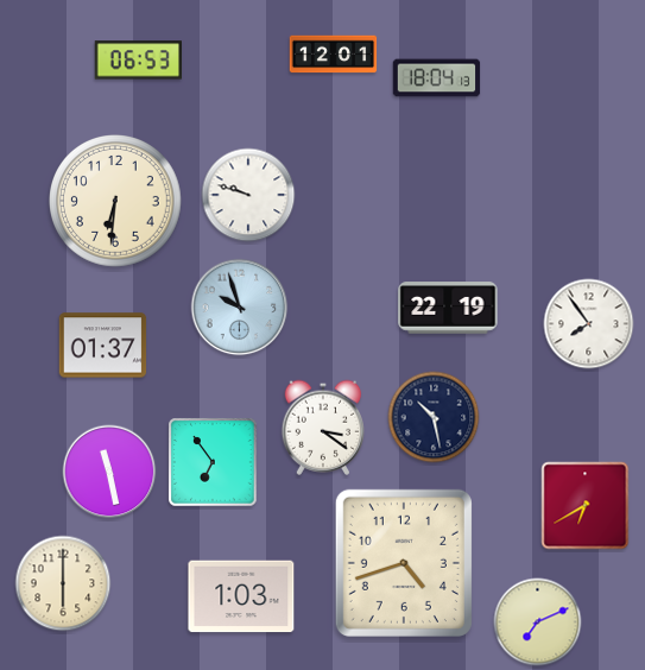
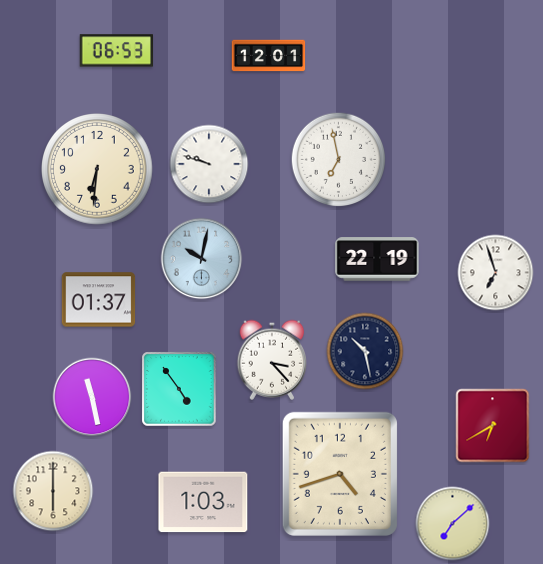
clock at (334, 55) position: (334, 55) -> (269, 56)
clock at (437, 78): 18:04 -> none
clock at (339, 160): none -> 6:58
clock at (240, 308): 9:57 -> 10:02
clock at (589, 324): 7:54 -> 6:57
clock at (103, 346) position: (103, 346) -> (99, 300)
clock at (323, 428): 3:21 -> 3:23
clock at (213, 462): 6:54 -> 4:54
clock at (538, 622): 7:11 -> 7:08
